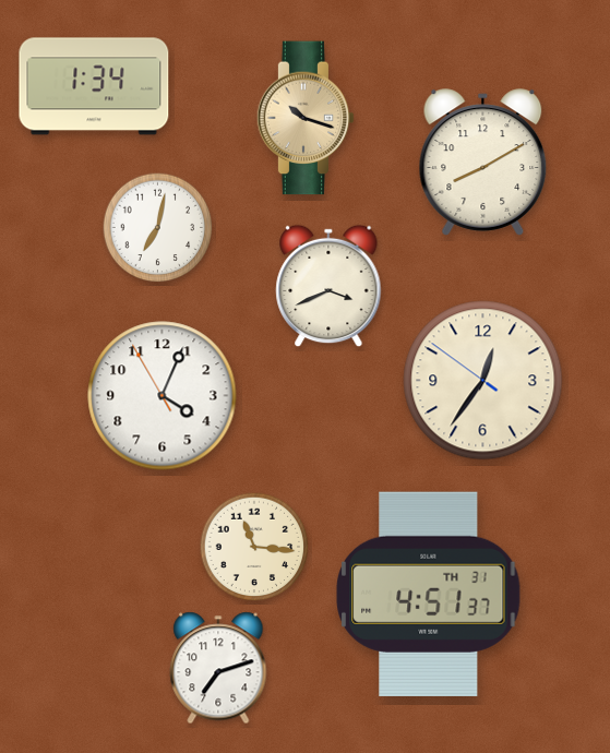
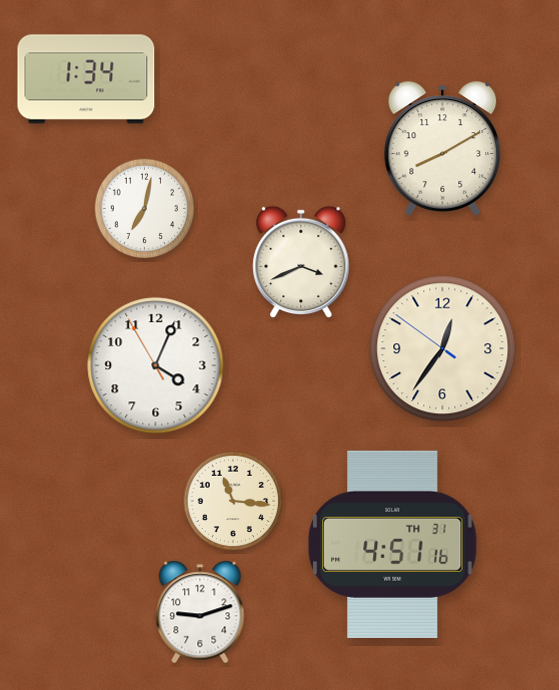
clock at (306, 118): 10:18 -> none
clock at (163, 396) position: (163, 396) -> (156, 366)
clock at (429, 594): 4:51:37 -> 4:51:16
clock at (218, 668): 7:12 -> 9:12
